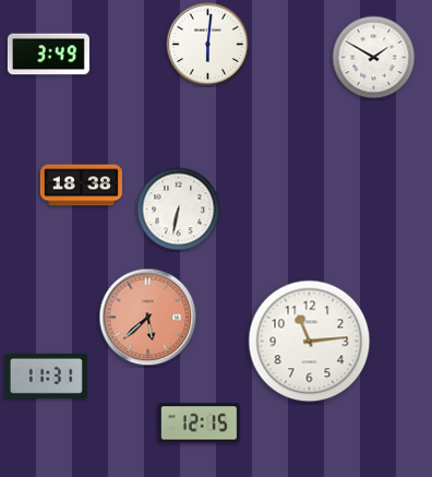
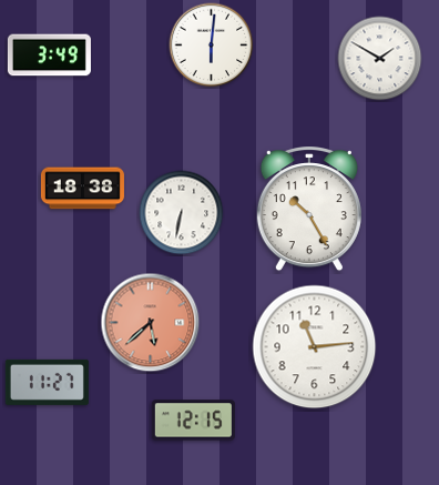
clock at (309, 210): none -> 10:25
clock at (46, 375): 11:31 -> 11:27
clock at (199, 424) position: (199, 424) -> (193, 421)
